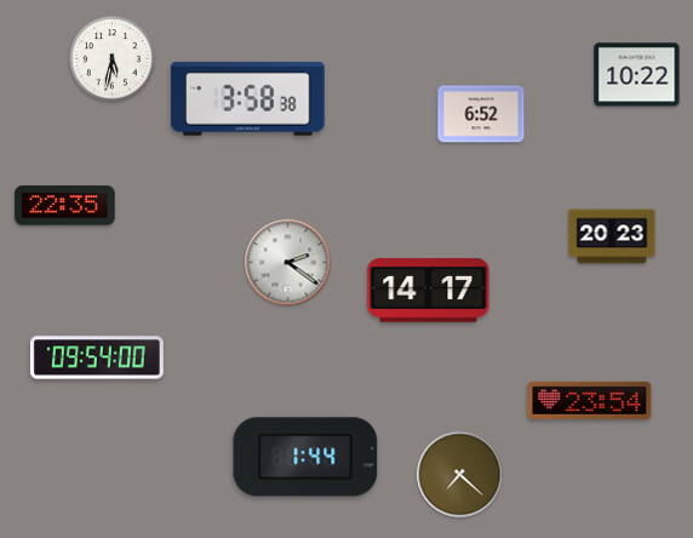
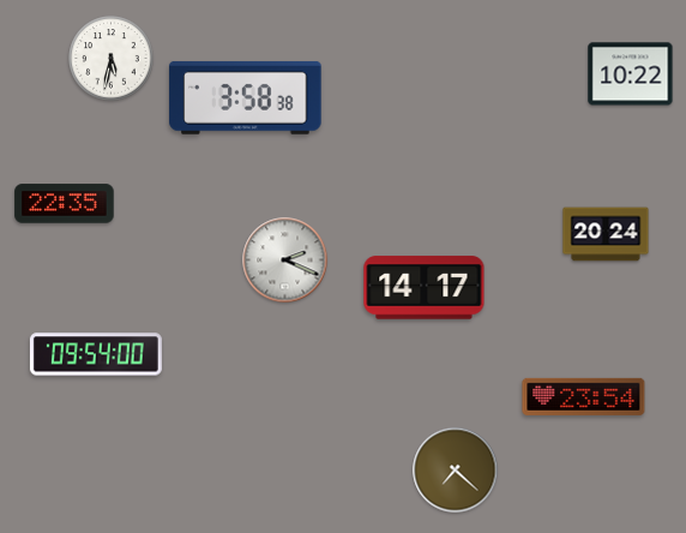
clock at (481, 114): 6:52 -> none
clock at (612, 236): 20:23 -> 20:24
clock at (288, 263): 2:21 -> 2:19
clock at (305, 457): 1:44 -> none
